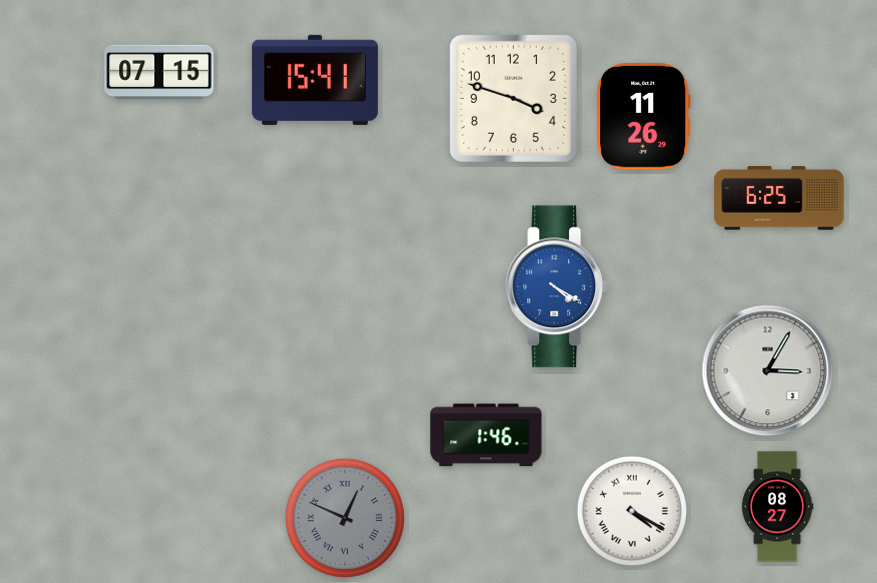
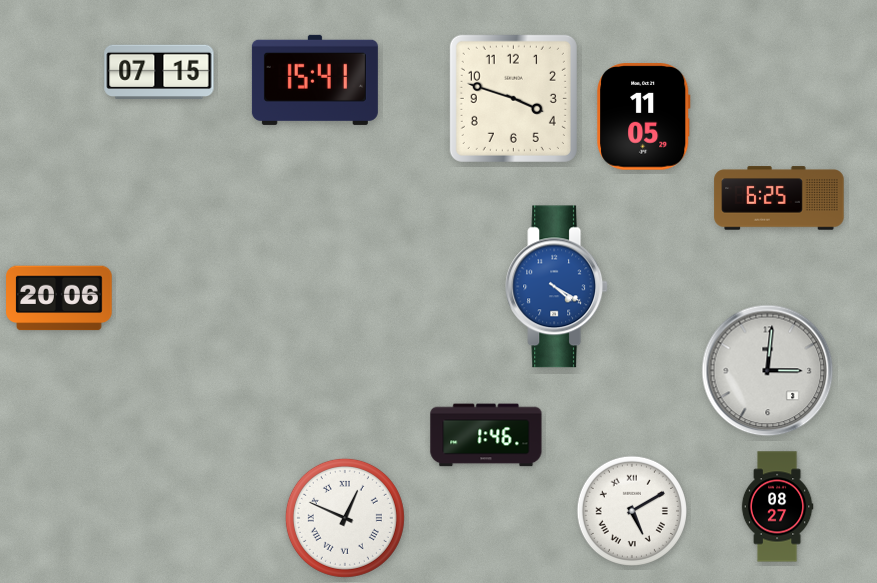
clock at (644, 117): 11:26 -> 11:05
clock at (59, 298): none -> 20:06
clock at (768, 371): 3:05 -> 3:01
clock at (632, 511): 4:20 -> 5:10
clock at (345, 518) dial: grey -> white
